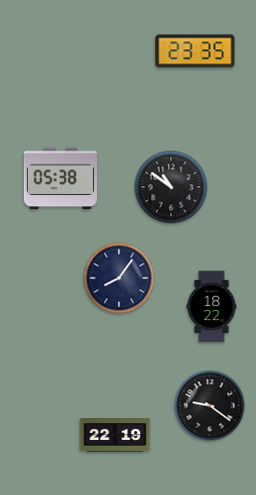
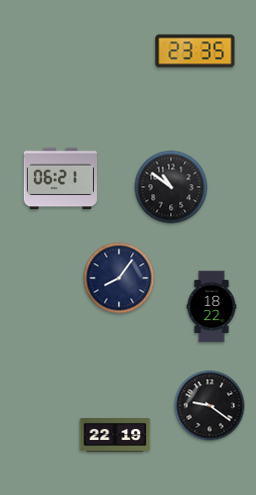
clock at (60, 179): 05:38 -> 06:21
